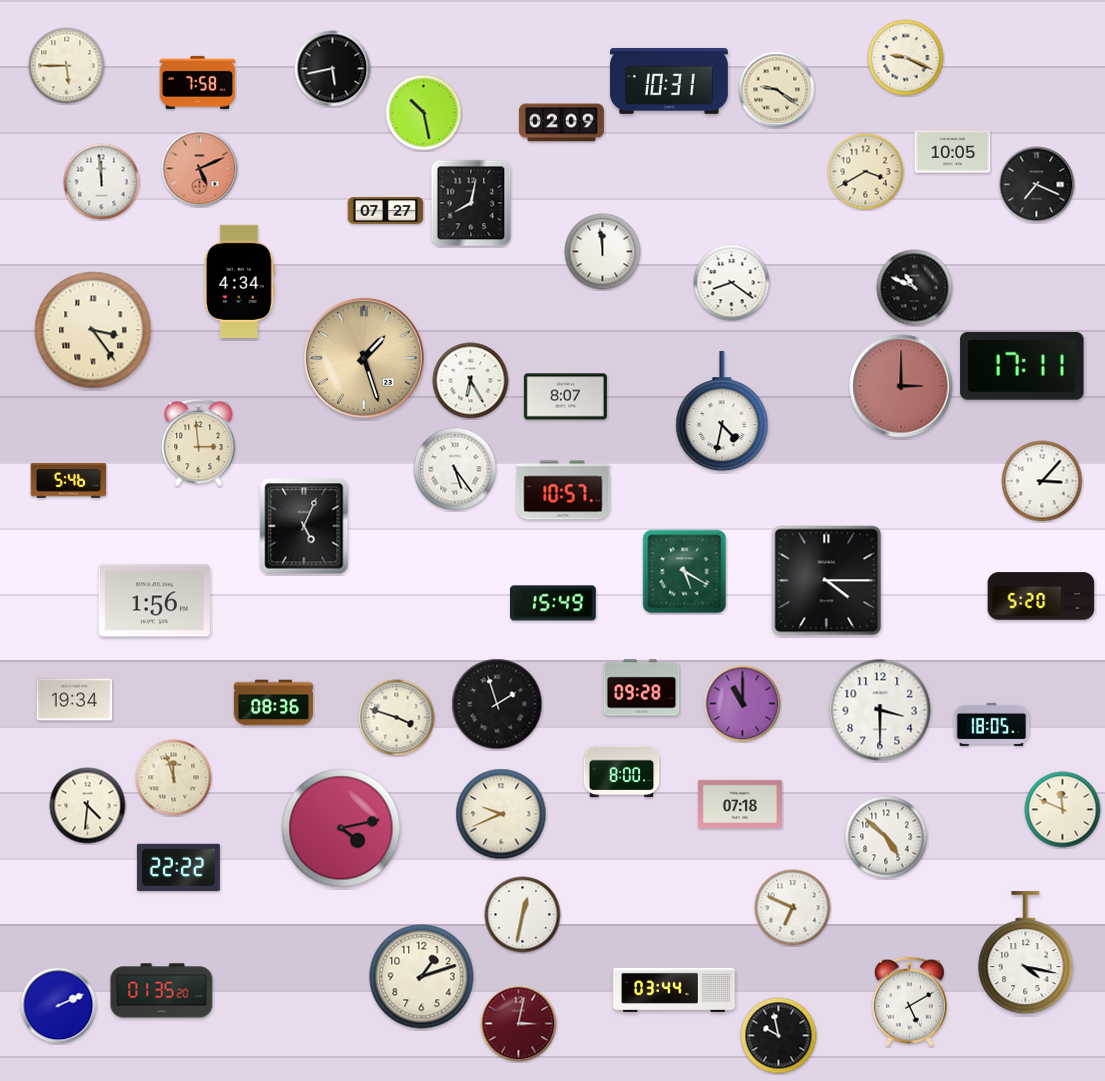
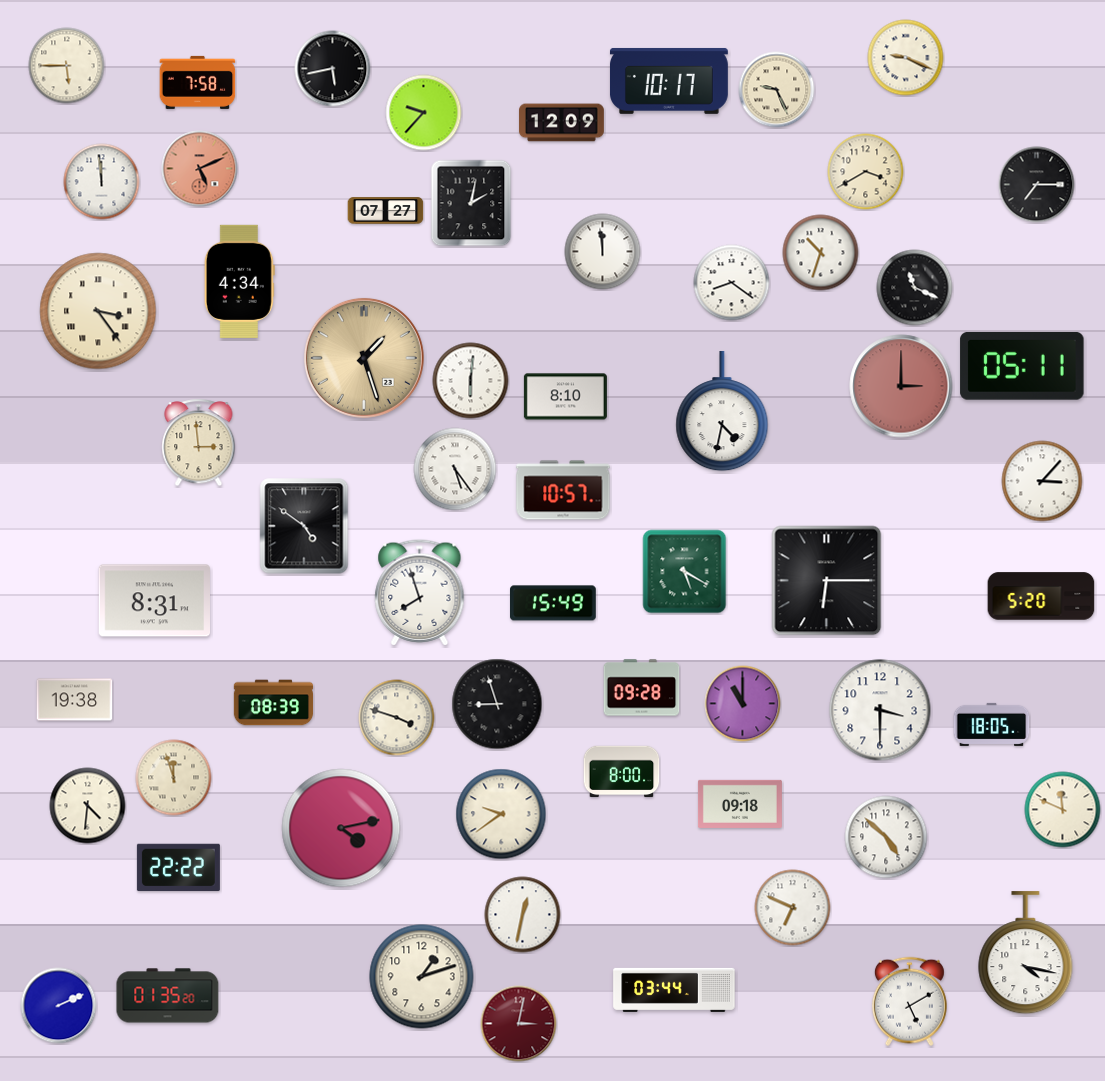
clock at (669, 81): 10:31 -> 10:17
clock at (777, 90): 9:21 -> 9:26
clock at (424, 113): 10:28 -> 9:37
clock at (562, 123): 02:09 -> 12:09
clock at (953, 152): 10:05 -> none
clock at (1037, 185): 7:19 -> 7:15
clock at (471, 203): 8:02 -> 2:02
clock at (821, 253): none -> 10:33
clock at (915, 288): 10:49 -> 11:19
clock at (93, 330) position: (93, 330) -> (98, 311)
clock at (1022, 366): 17:11 -> 05:11
clock at (471, 381): 6:25 -> 6:01
clock at (565, 397): 8:07 -> 8:10
clock at (69, 481): 5:46 -> none
clock at (304, 526): 5:04 -> 4:51
clock at (827, 581): 4:15 -> 6:15
clock at (420, 593): none -> 7:57
clock at (154, 601): 1:56 -> 8:31
clock at (75, 700): 19:34 -> 19:38
clock at (274, 703): 08:36 -> 08:39
clock at (497, 704): 1:57 -> 8:57
clock at (740, 804): 07:18 -> 09:18
clock at (501, 814): 9:41 -> 9:39
clock at (162, 991) position: (162, 991) -> (168, 996)
clock at (779, 1036): 9:58 -> none
